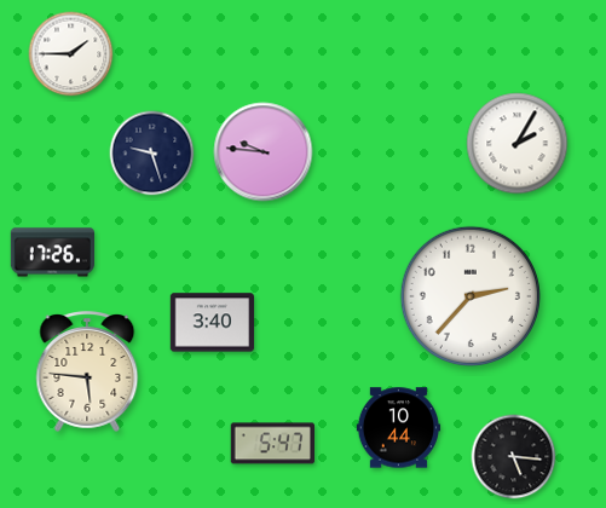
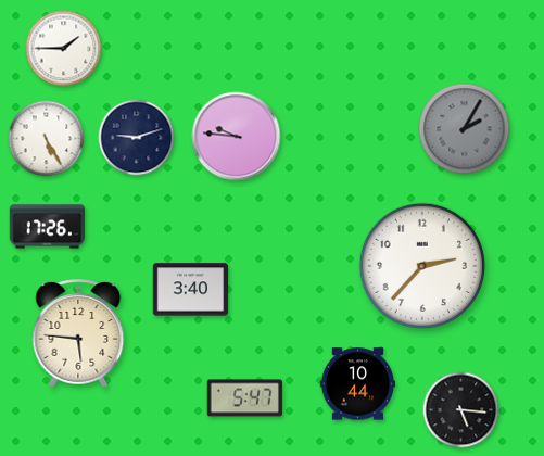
clock at (518, 144) dial: white -> grey
clock at (152, 154): 9:27 -> 9:12
clock at (47, 139): none -> 5:25
